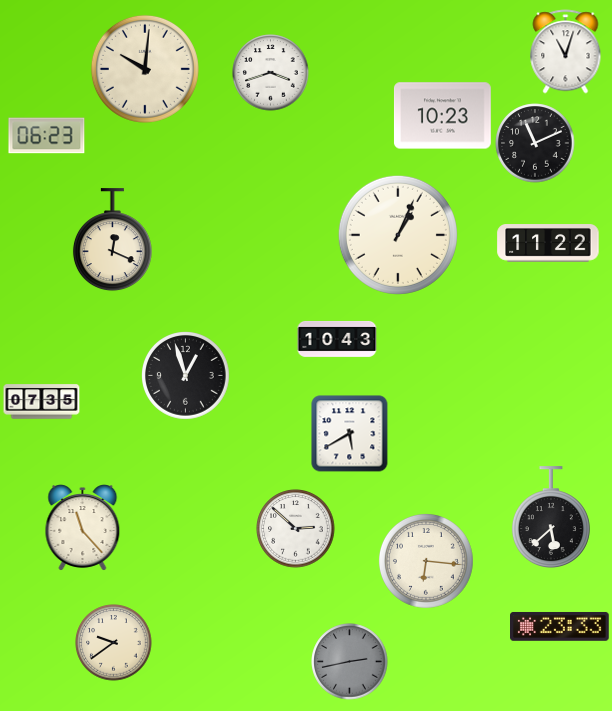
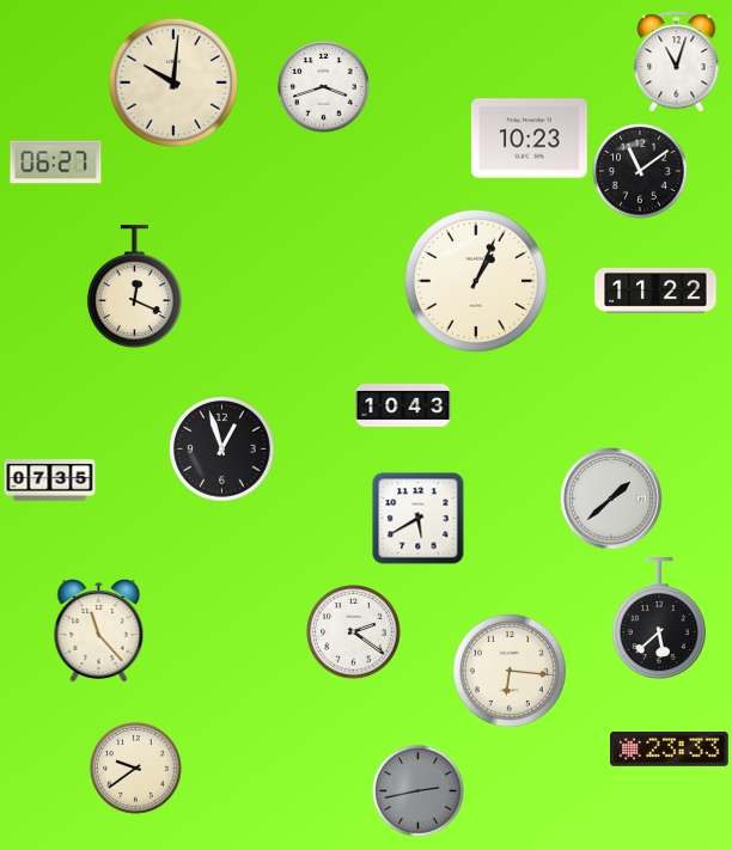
clock at (47, 136): 06:23 -> 06:27
clock at (535, 143): 11:11 -> 11:09
clock at (611, 499): none -> 1:38
clock at (296, 529): 2:52 -> 2:21
